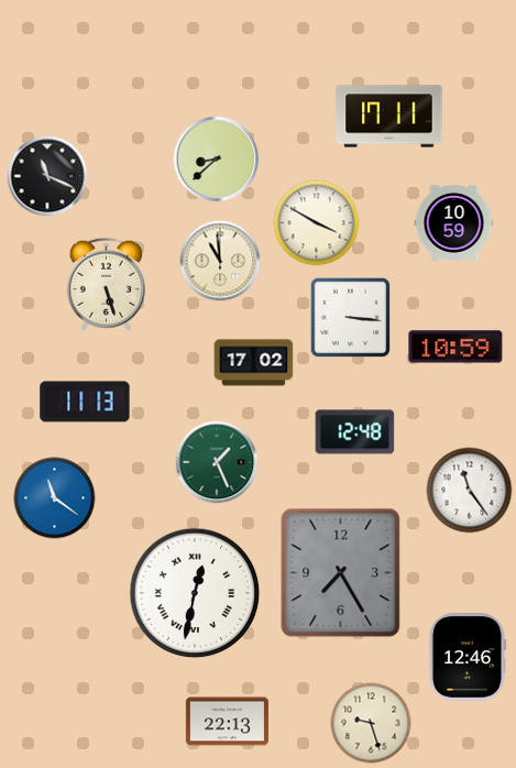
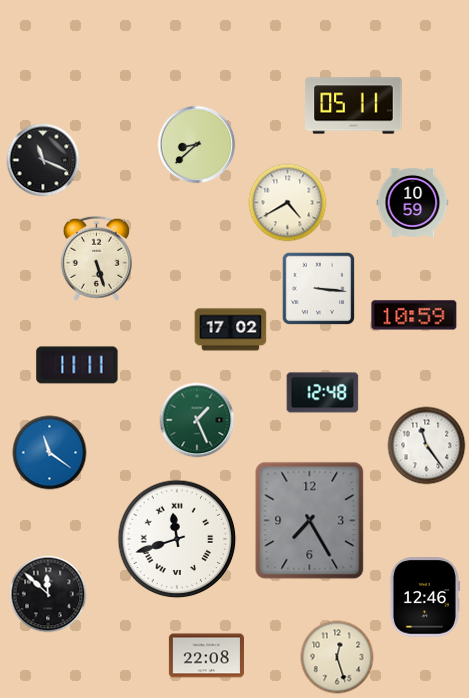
clock at (389, 117): 17:11 -> 05:11
clock at (317, 223): 3:50 -> 4:40
clock at (220, 261): 10:59 -> none
clock at (85, 402): 11:13 -> 11:11
clock at (195, 593): 12:32 -> 11:42
clock at (48, 594): none -> 11:52
clock at (227, 722): 22:13 -> 22:08
clock at (371, 723): 9:27 -> 12:27
